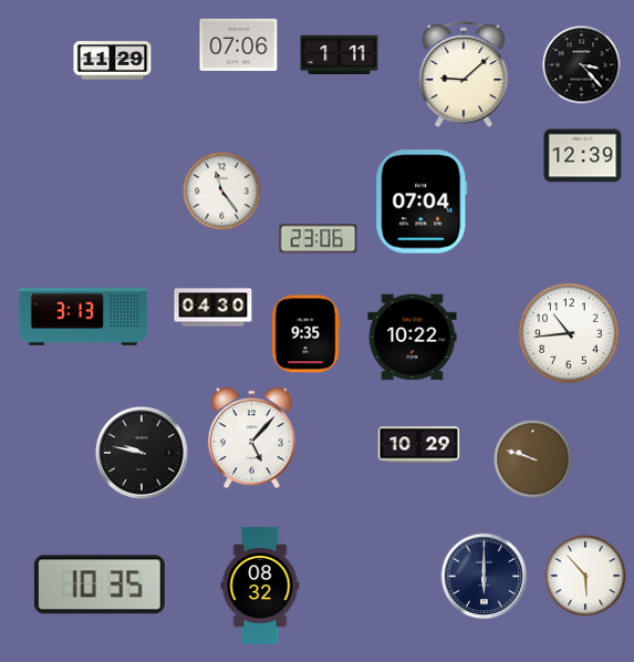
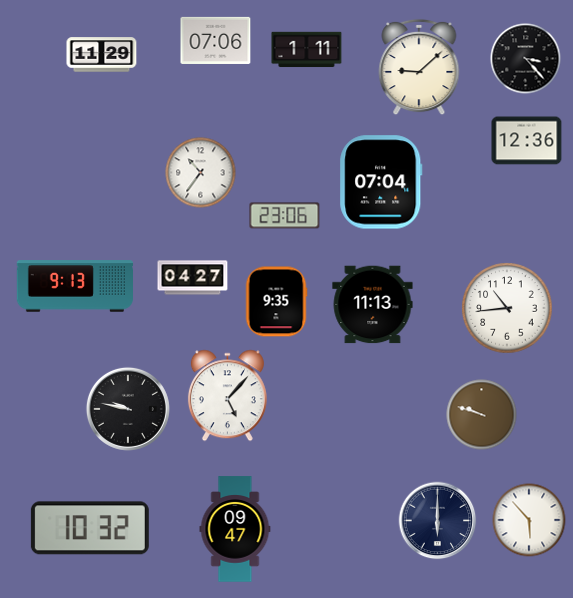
clock at (583, 156): 12:39 -> 12:36
clock at (222, 192): 11:24 -> 10:36
clock at (319, 239) position: (319, 239) -> (285, 216)
clock at (214, 308): 04:30 -> 04:27
clock at (82, 317): 3:13 -> 9:13
clock at (569, 333) position: (569, 333) -> (507, 308)
clock at (413, 338): 10:22 -> 11:13
clock at (419, 445): 10:29 -> none
clock at (100, 585): 10:35 -> 10:32
clock at (260, 586): 08:32 -> 09:47
